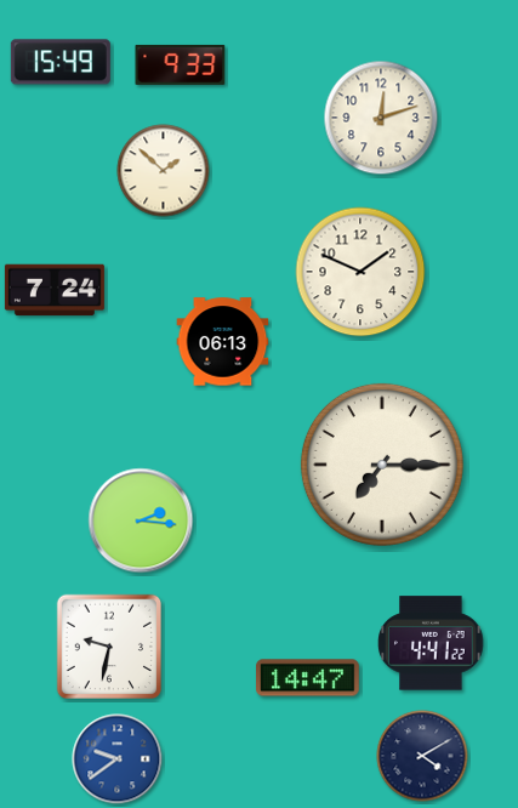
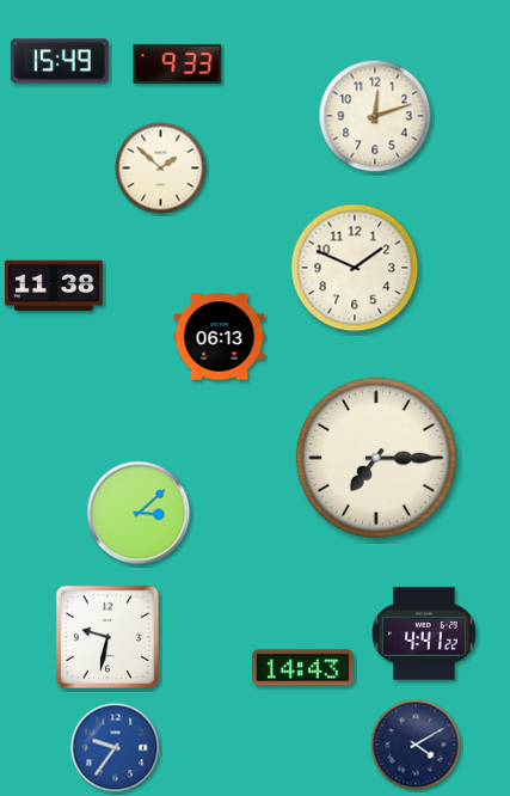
clock at (55, 290): 7:24 -> 11:38
clock at (141, 520): 2:16 -> 3:08
clock at (308, 678): 14:47 -> 14:43
clock at (118, 759): 9:39 -> 9:36
